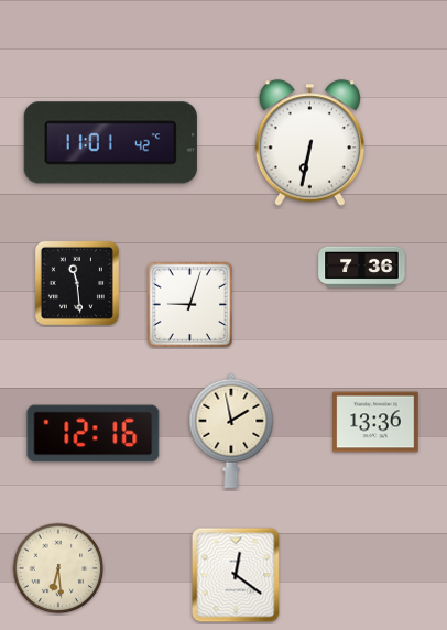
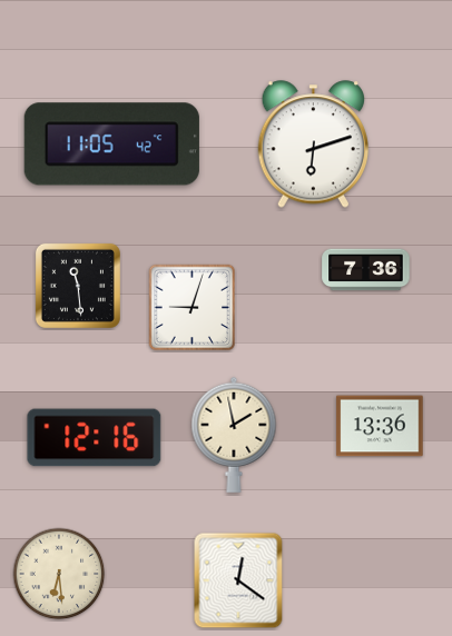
clock at (110, 143): 11:01 -> 11:05
clock at (309, 143): 6:32 -> 6:12
